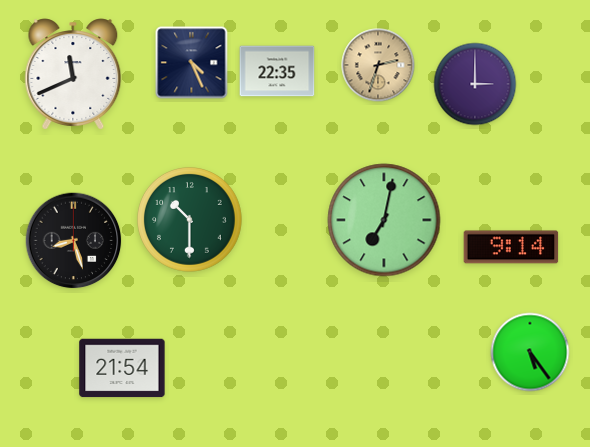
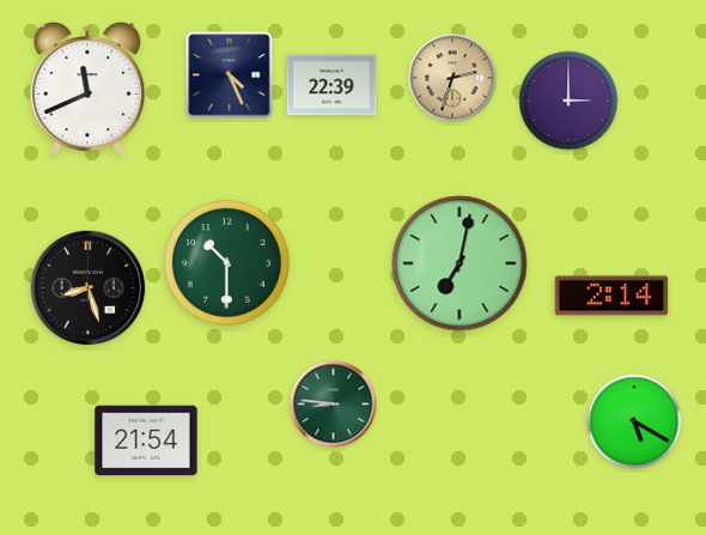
clock at (277, 71): 22:35 -> 22:39
clock at (511, 247): 9:14 -> 2:14
clock at (334, 405): none -> 8:46
clock at (530, 352): 5:24 -> 5:20
